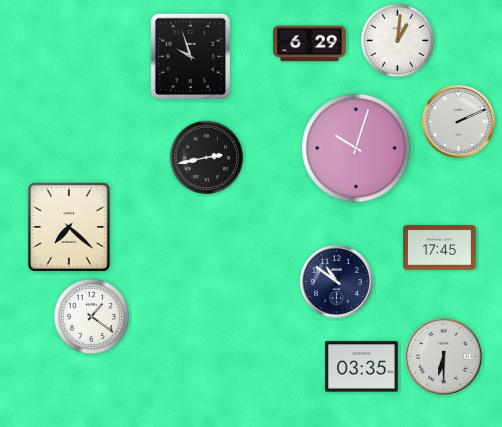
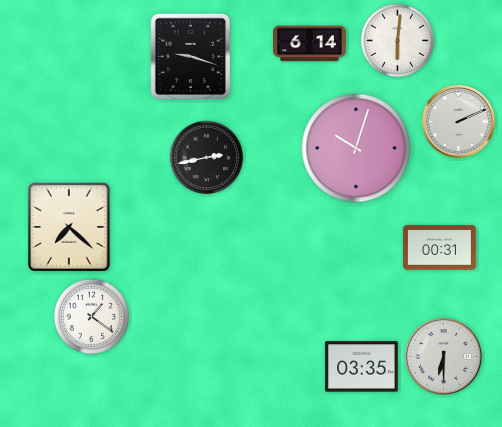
clock at (398, 41): 1:01 -> 6:01
clock at (310, 44): 6:29 -> 6:14
clock at (190, 57): 9:57 -> 9:18
clock at (440, 248): 17:45 -> 00:31
clock at (336, 281): 10:51 -> none
